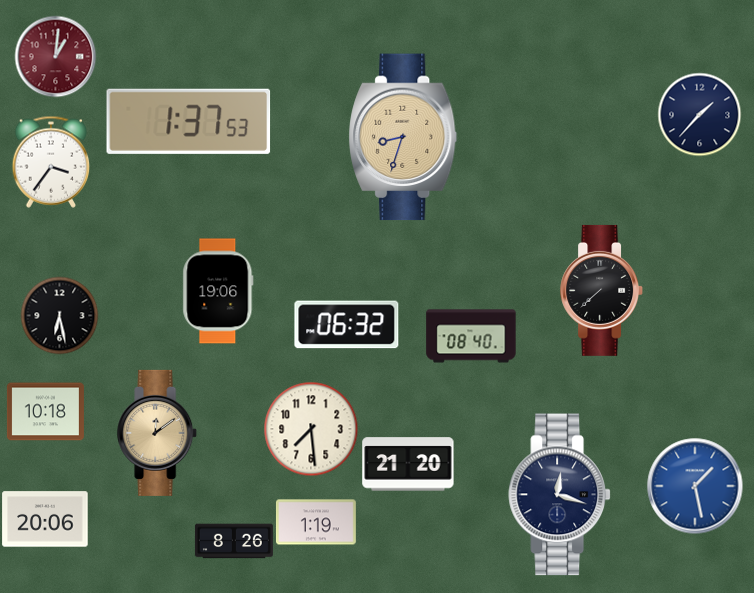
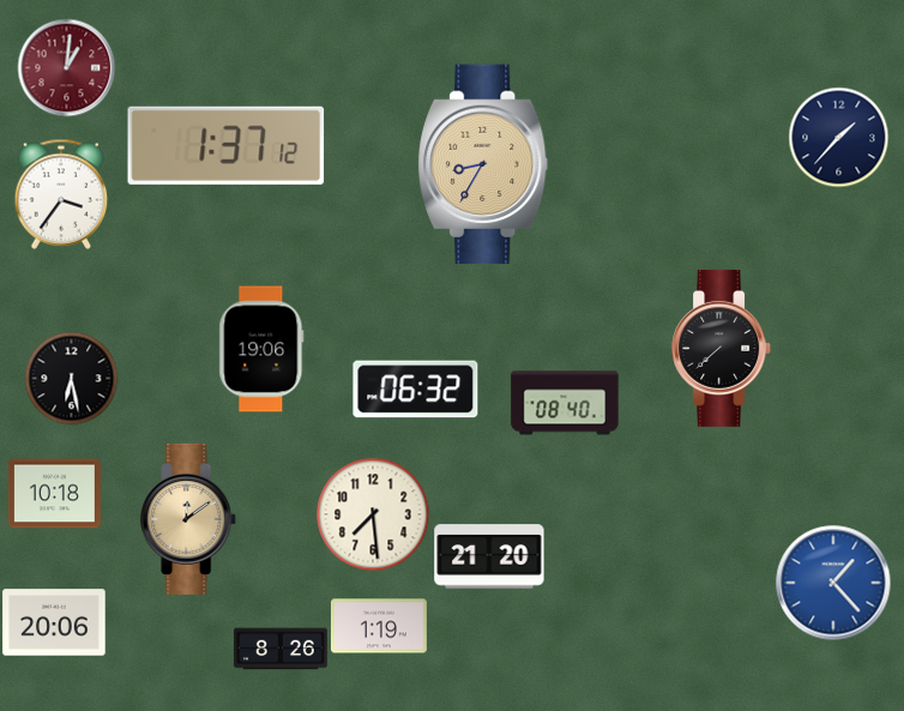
clock at (189, 121): 1:37:53 -> 1:37:12
clock at (403, 137): 8:33 -> 8:35
clock at (695, 486): 1:28 -> 1:23
clock at (559, 495): 12:18 -> none
